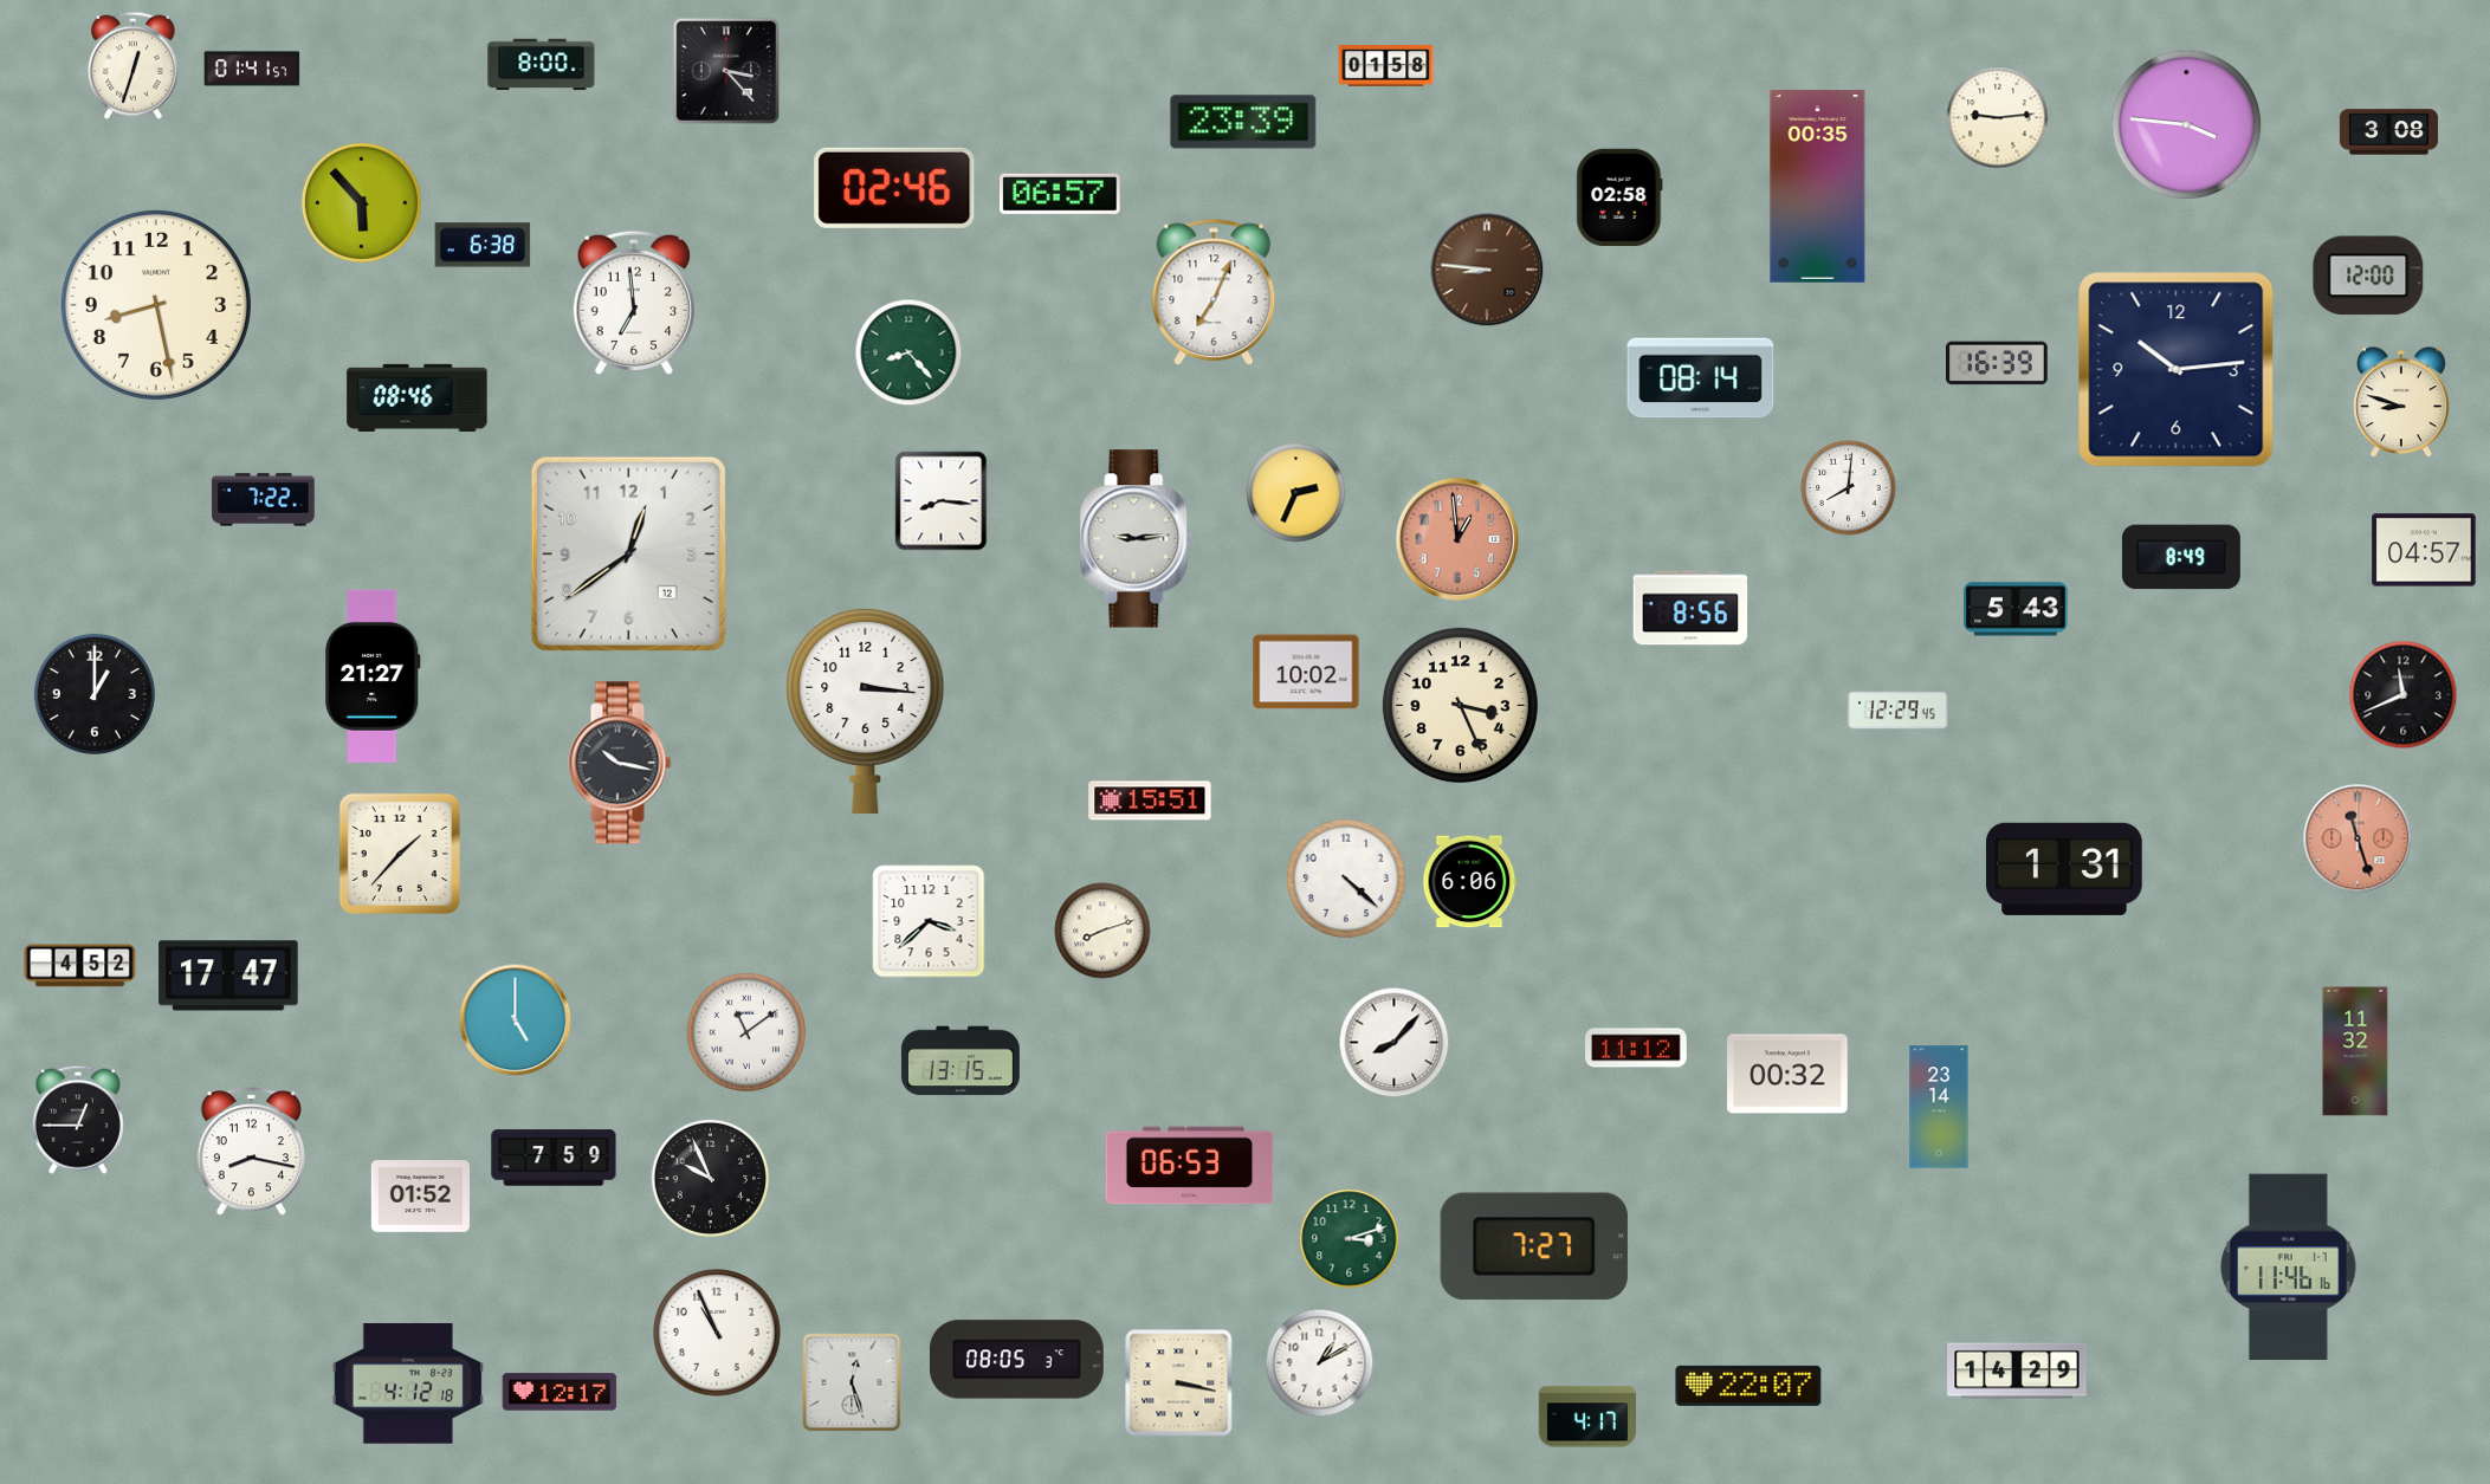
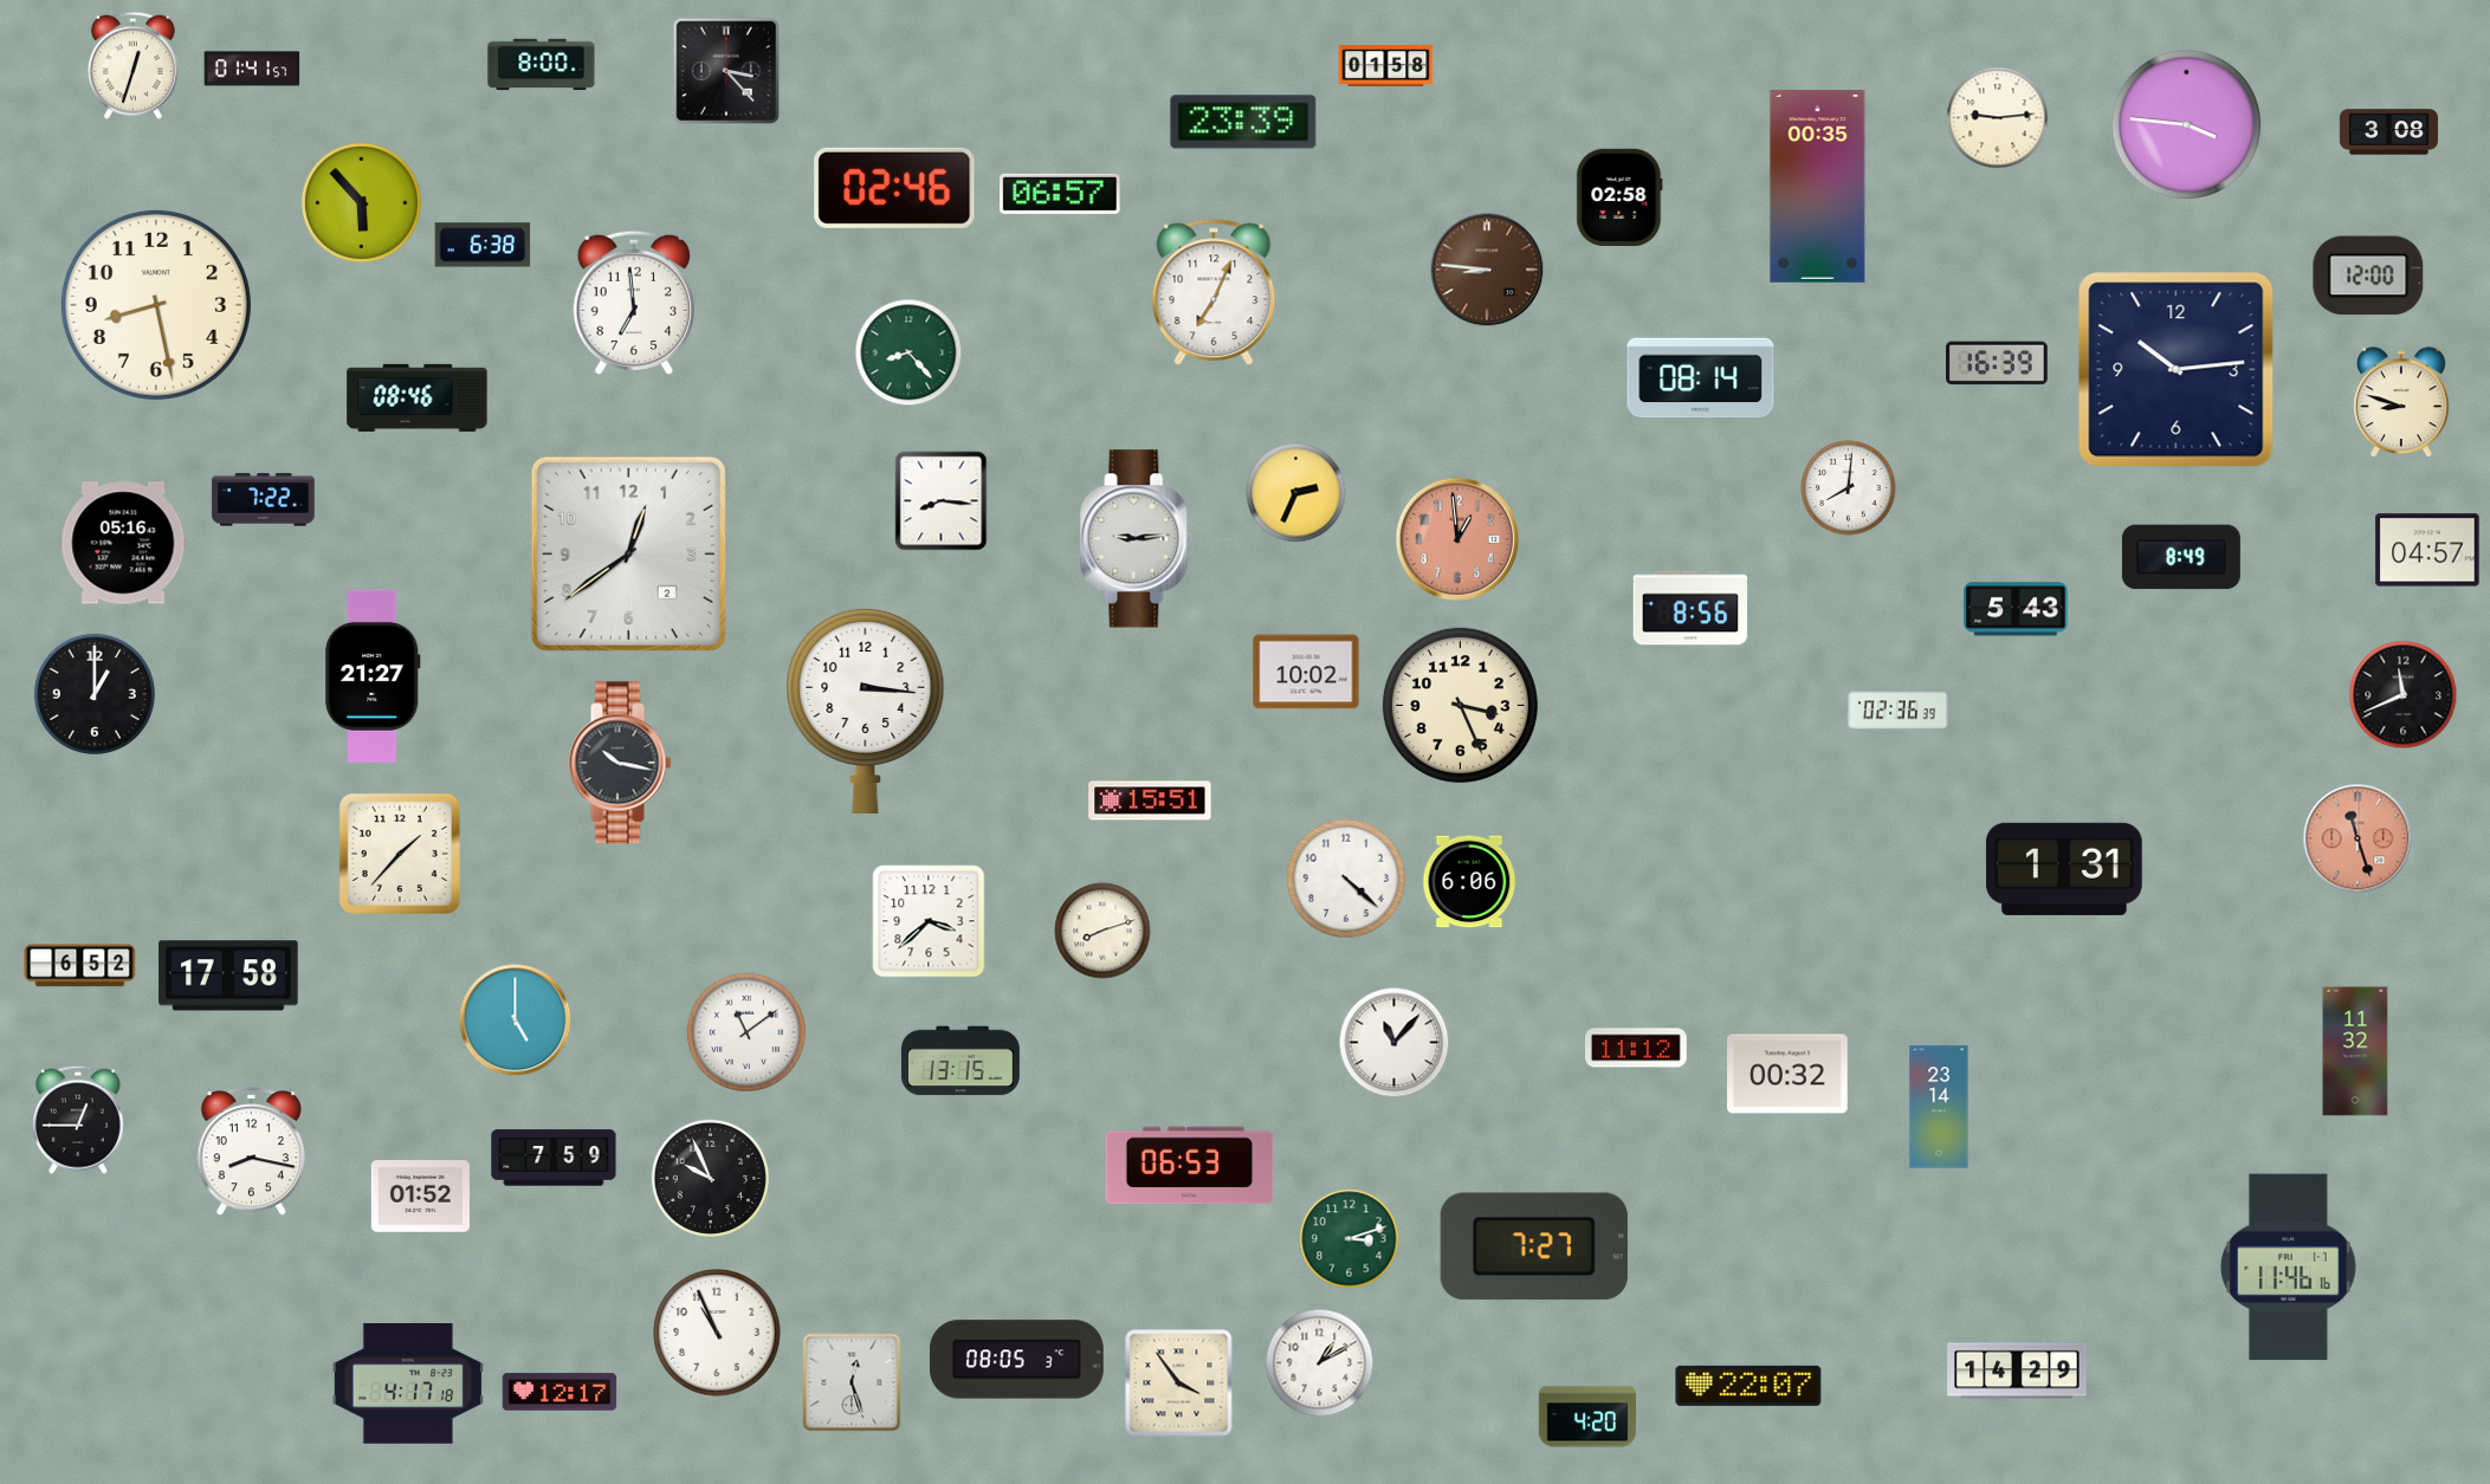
clock at (123, 543): none -> 05:16
clock at (2424, 550) position: (2424, 550) -> (2427, 550)
clock at (628, 553) date: 12 -> 2
clock at (1897, 711): 12:29 -> 02:36
clock at (80, 966): 4:52 -> 6:52
clock at (228, 976): 17:47 -> 17:58
clock at (1395, 1043): 8:07 -> 11:07
clock at (1179, 1383): 3:17 -> 3:54
clock at (408, 1385): 4:12 -> 4:17
clock at (1586, 1417): 4:17 -> 4:20
